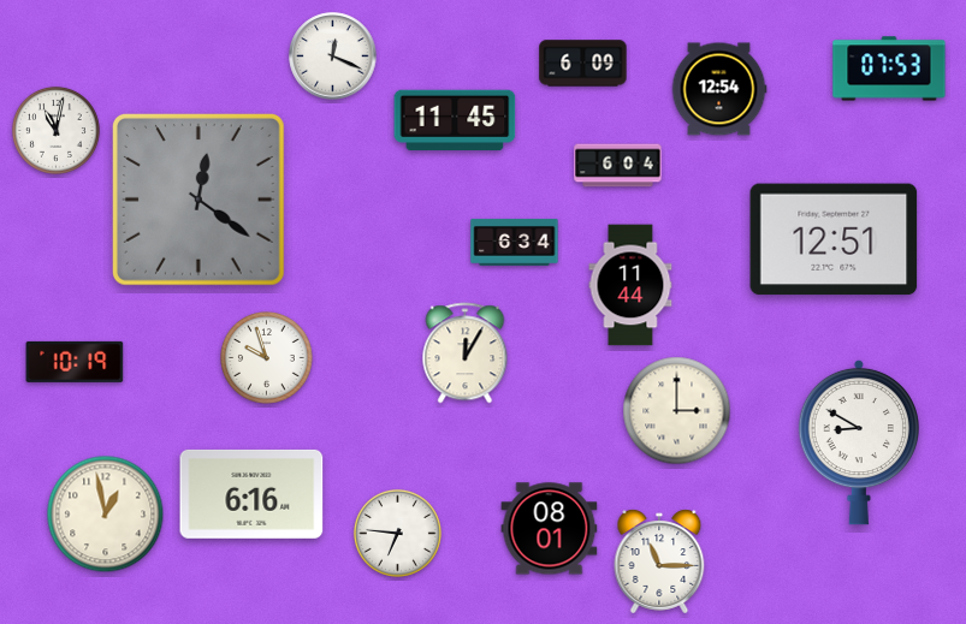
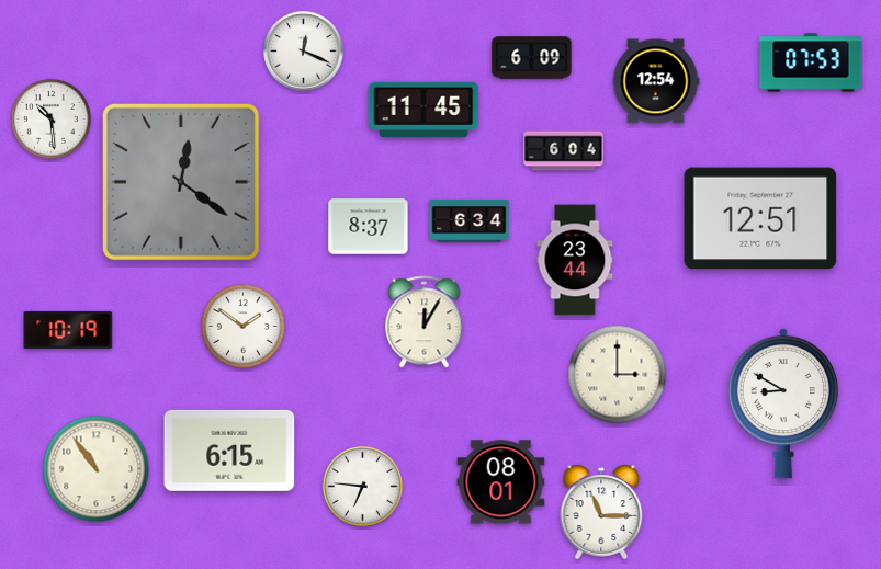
clock at (455, 120) position: (455, 120) -> (423, 110)
clock at (55, 130): 11:02 -> 10:29
clock at (369, 227): none -> 8:37
clock at (630, 285): 11:44 -> 23:44
clock at (267, 358): 9:57 -> 1:51
clock at (251, 494): 6:16 -> 6:15
clock at (106, 515): 12:58 -> 10:54
